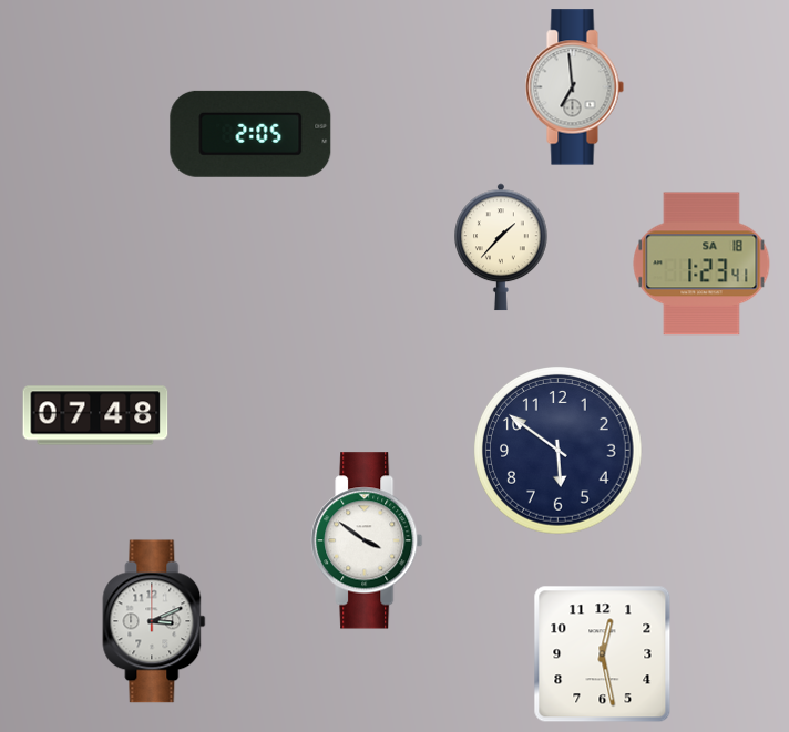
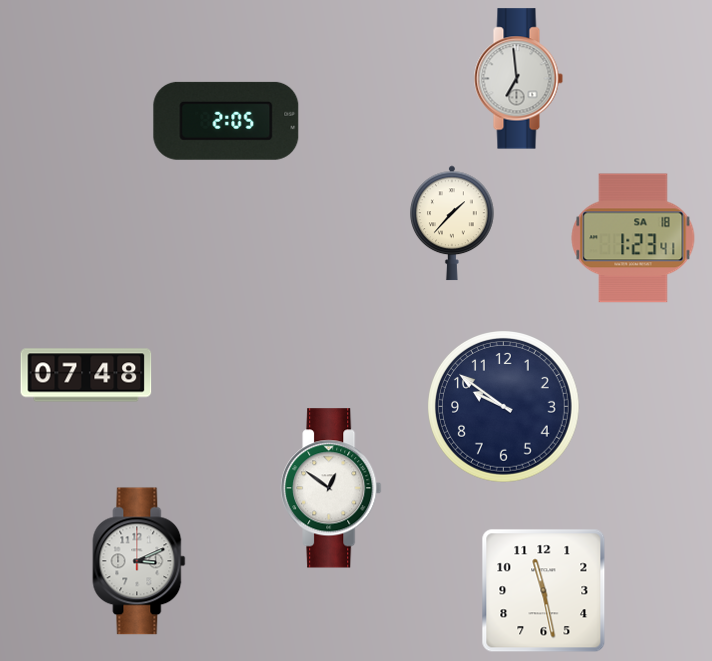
clock at (559, 451): 5:51 -> 9:51
clock at (367, 540): 3:51 -> 12:51
clock at (603, 654): 12:28 -> 11:28
